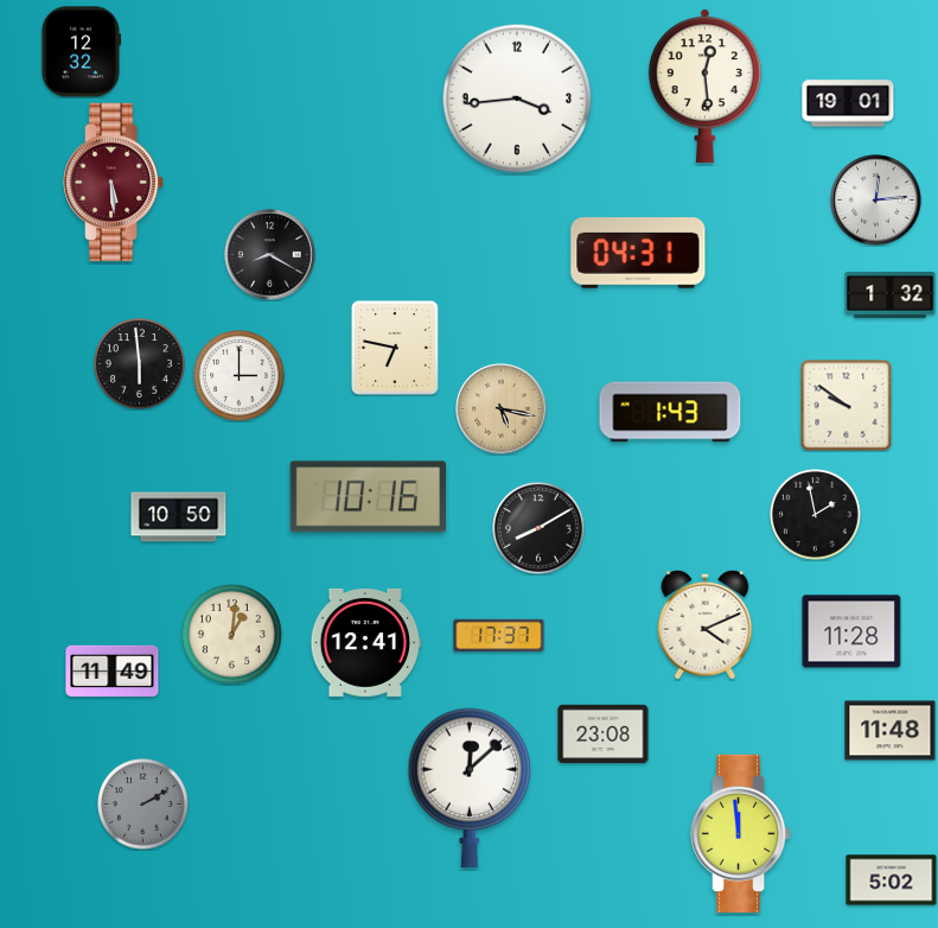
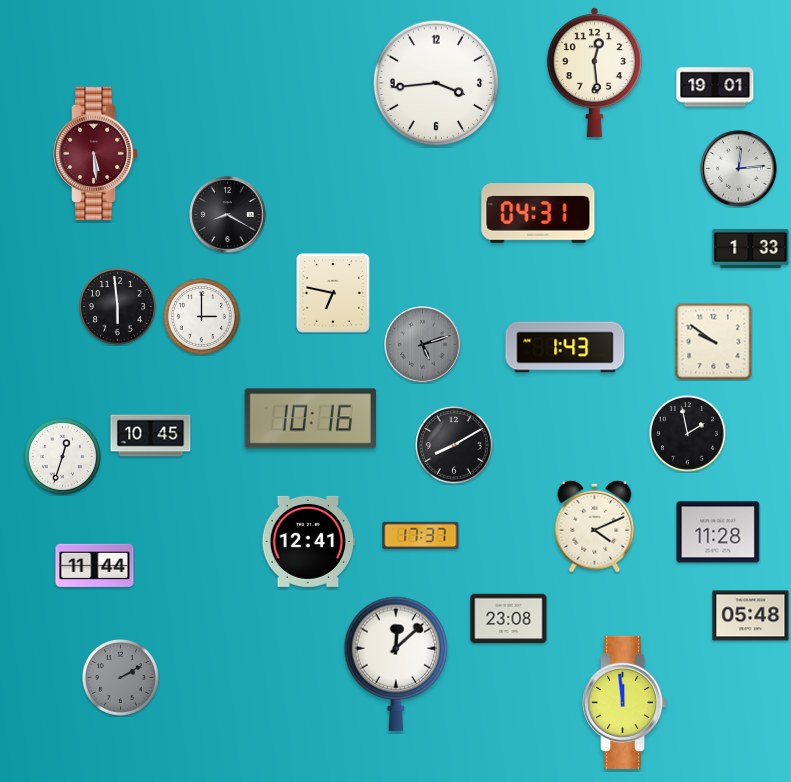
clock at (81, 52): 12:32 -> none
clock at (891, 294): 1:32 -> 1:33
clock at (502, 409): 5:17 -> 5:12
clock at (502, 409) dial: champagne -> grey
clock at (179, 517): 10:50 -> 10:45
clock at (63, 457): none -> 12:33
clock at (231, 634): 1:01 -> none
clock at (113, 672): 11:49 -> 11:44
clock at (891, 731): 11:48 -> 05:48
clock at (892, 881): 5:02 -> none
